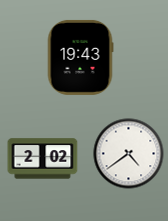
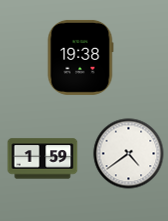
clock at (80, 57): 19:43 -> 19:38
clock at (43, 159): 2:02 -> 1:59
